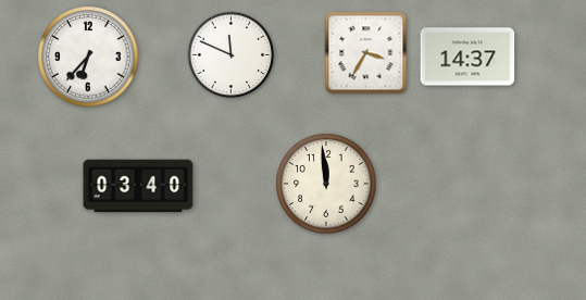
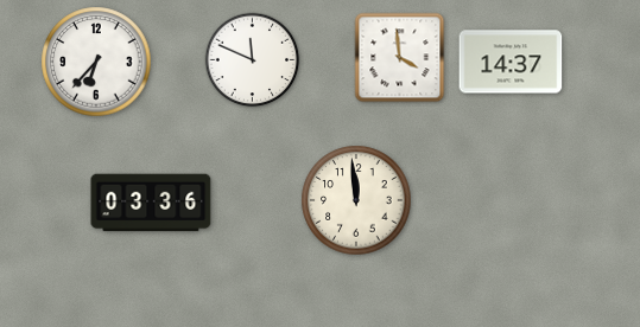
clock at (366, 53): 3:35 -> 3:59
clock at (138, 186): 03:40 -> 03:36
